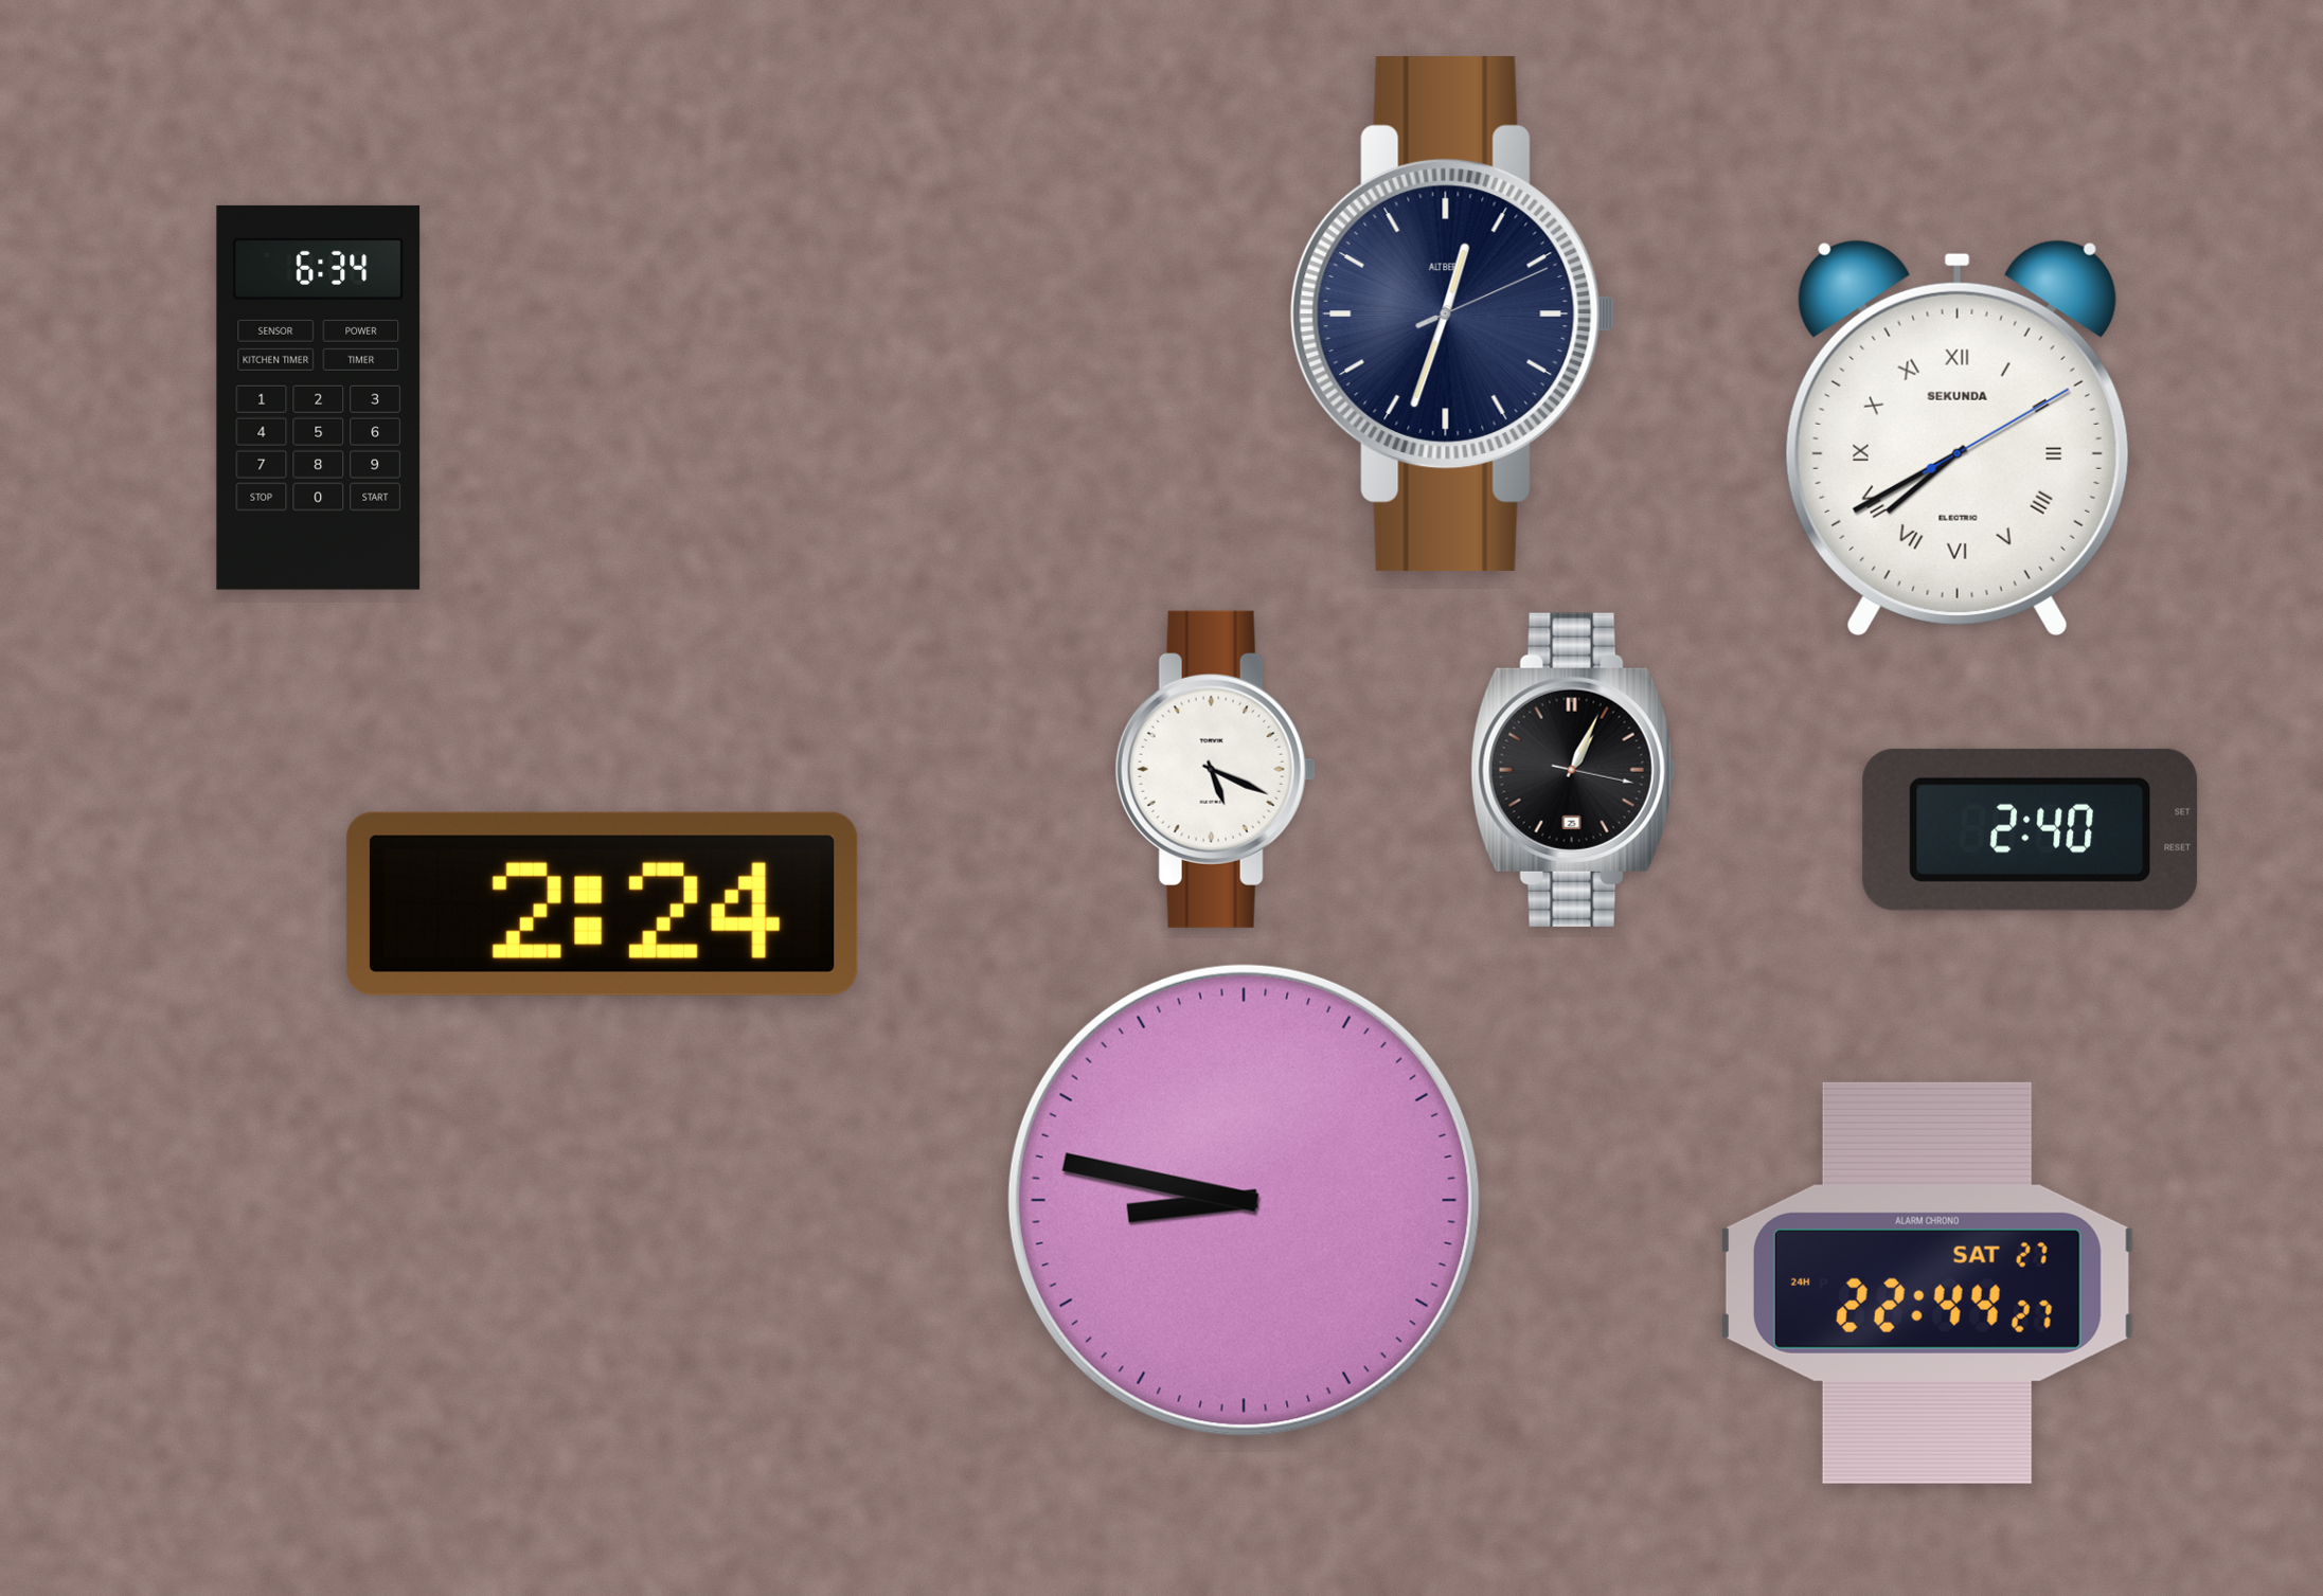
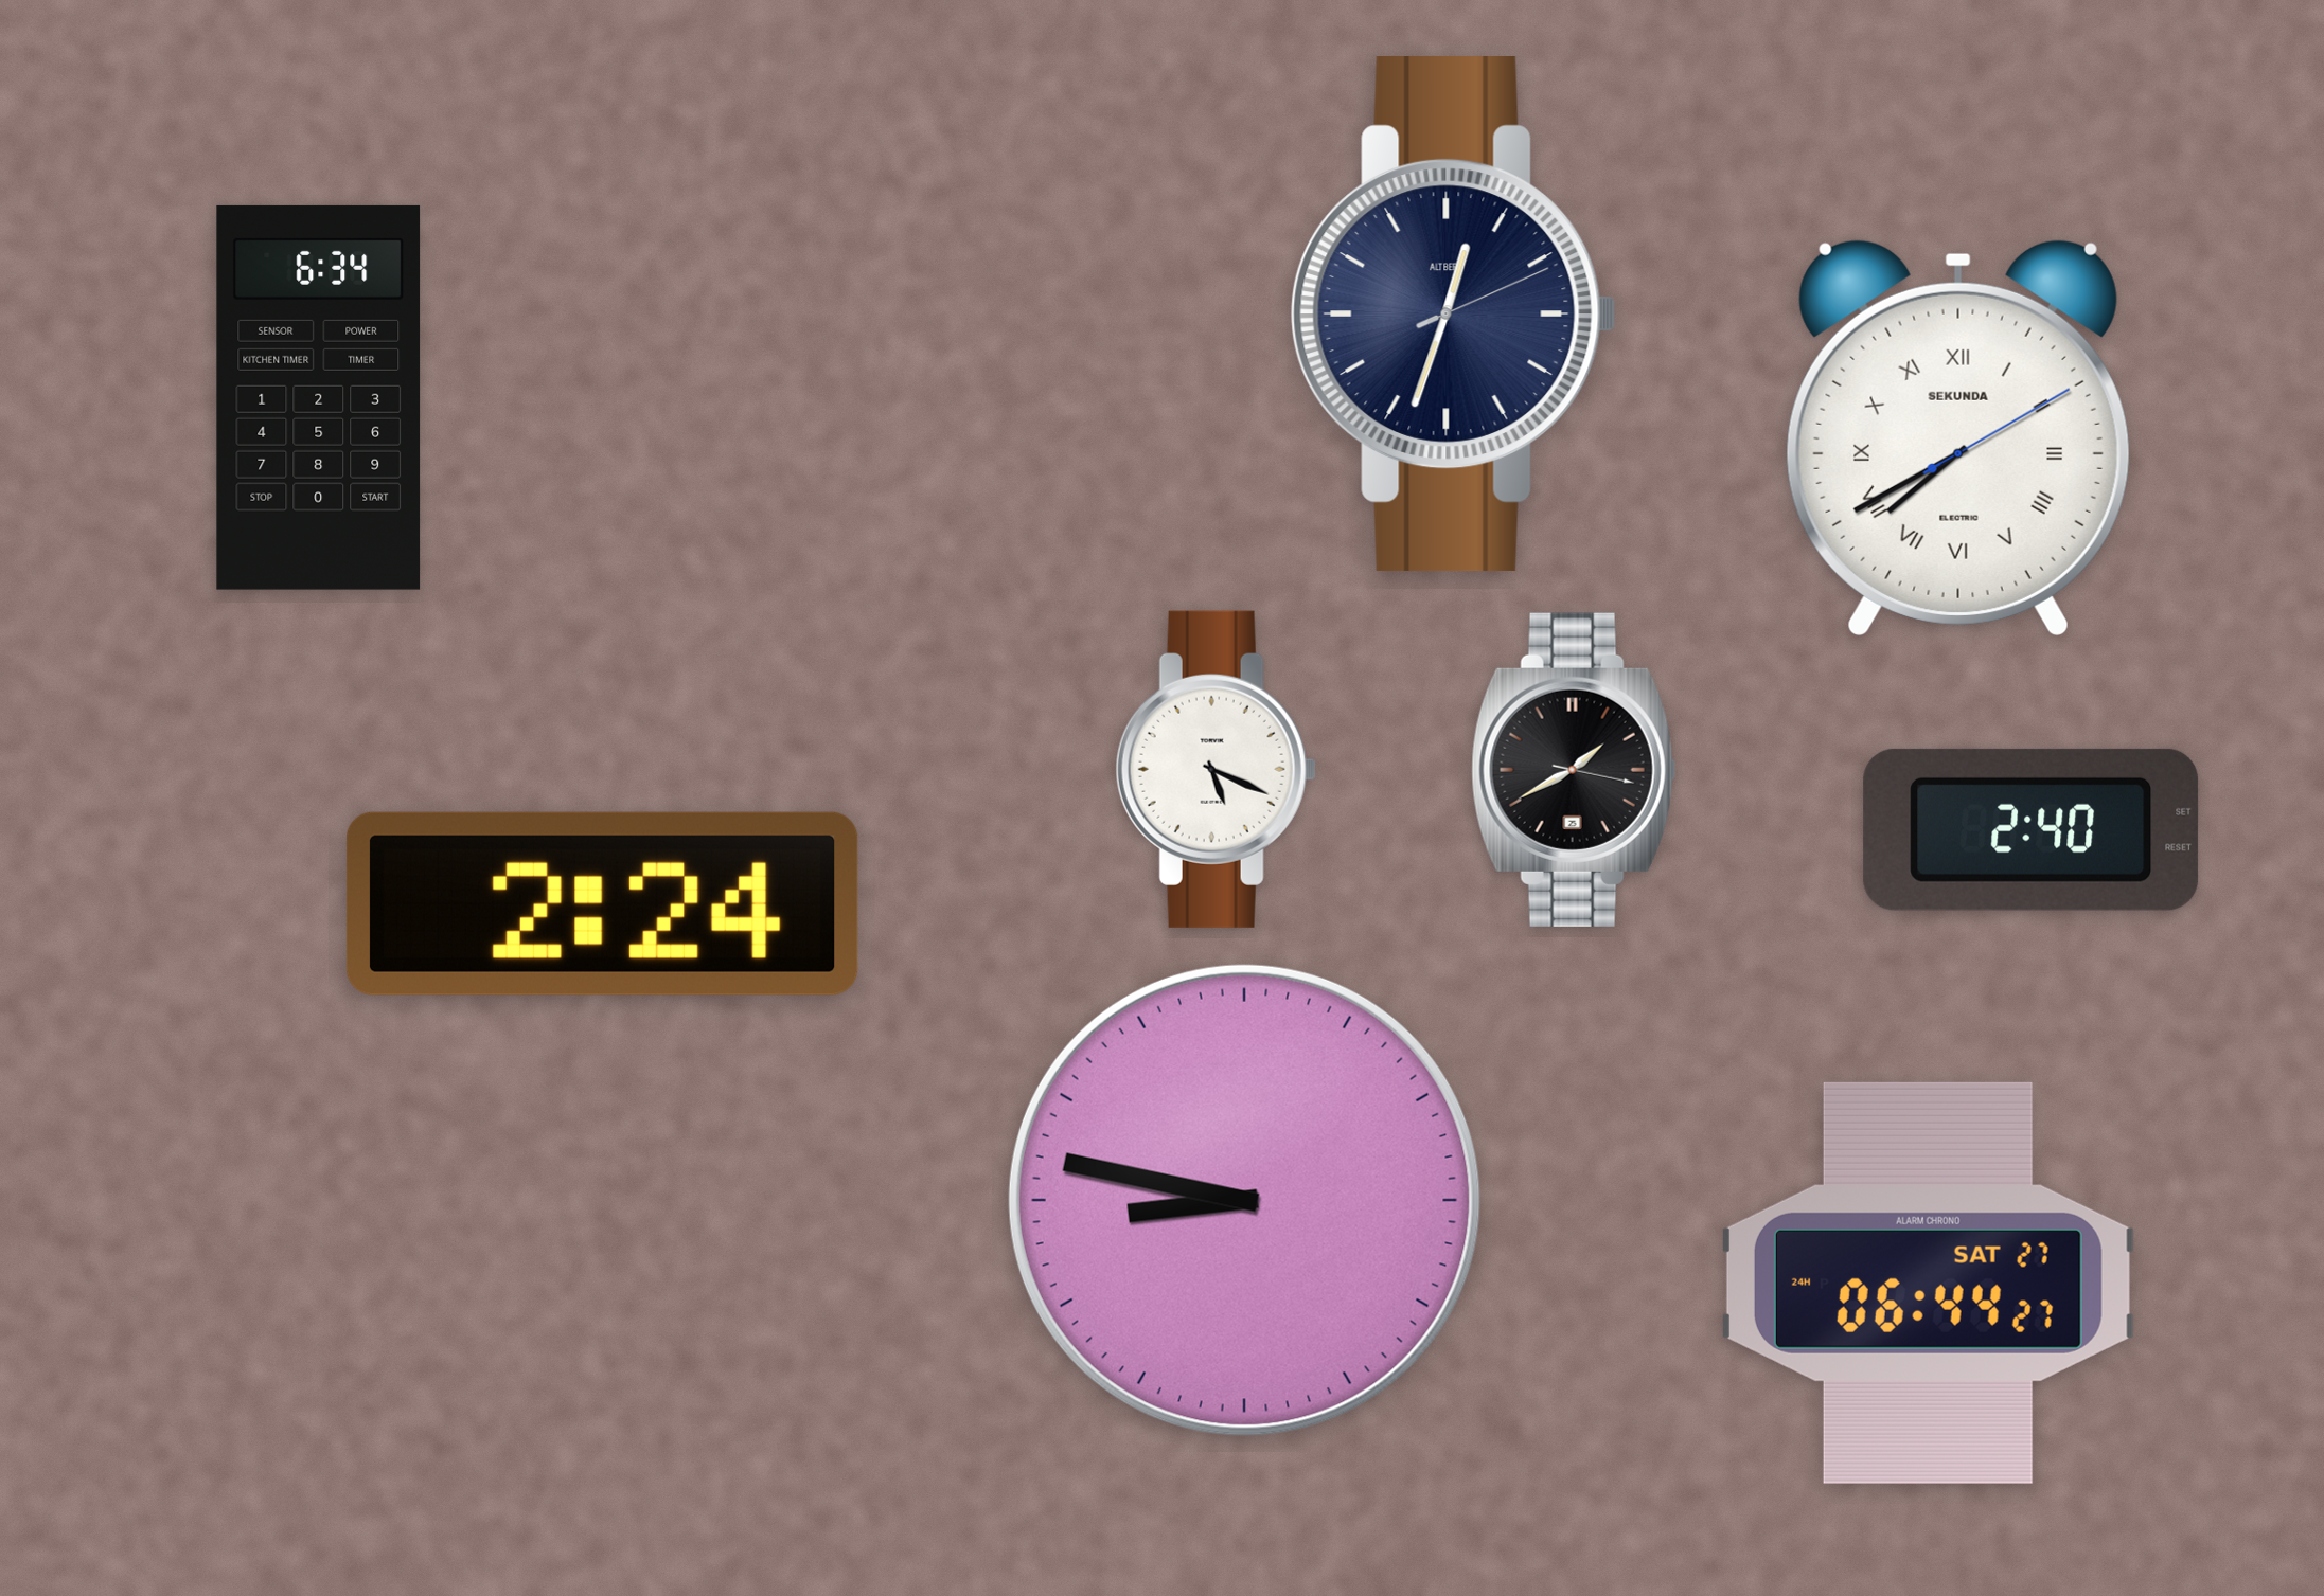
clock at (1573, 770): 1:04 -> 1:40
clock at (1927, 1283): 22:44 -> 06:44
